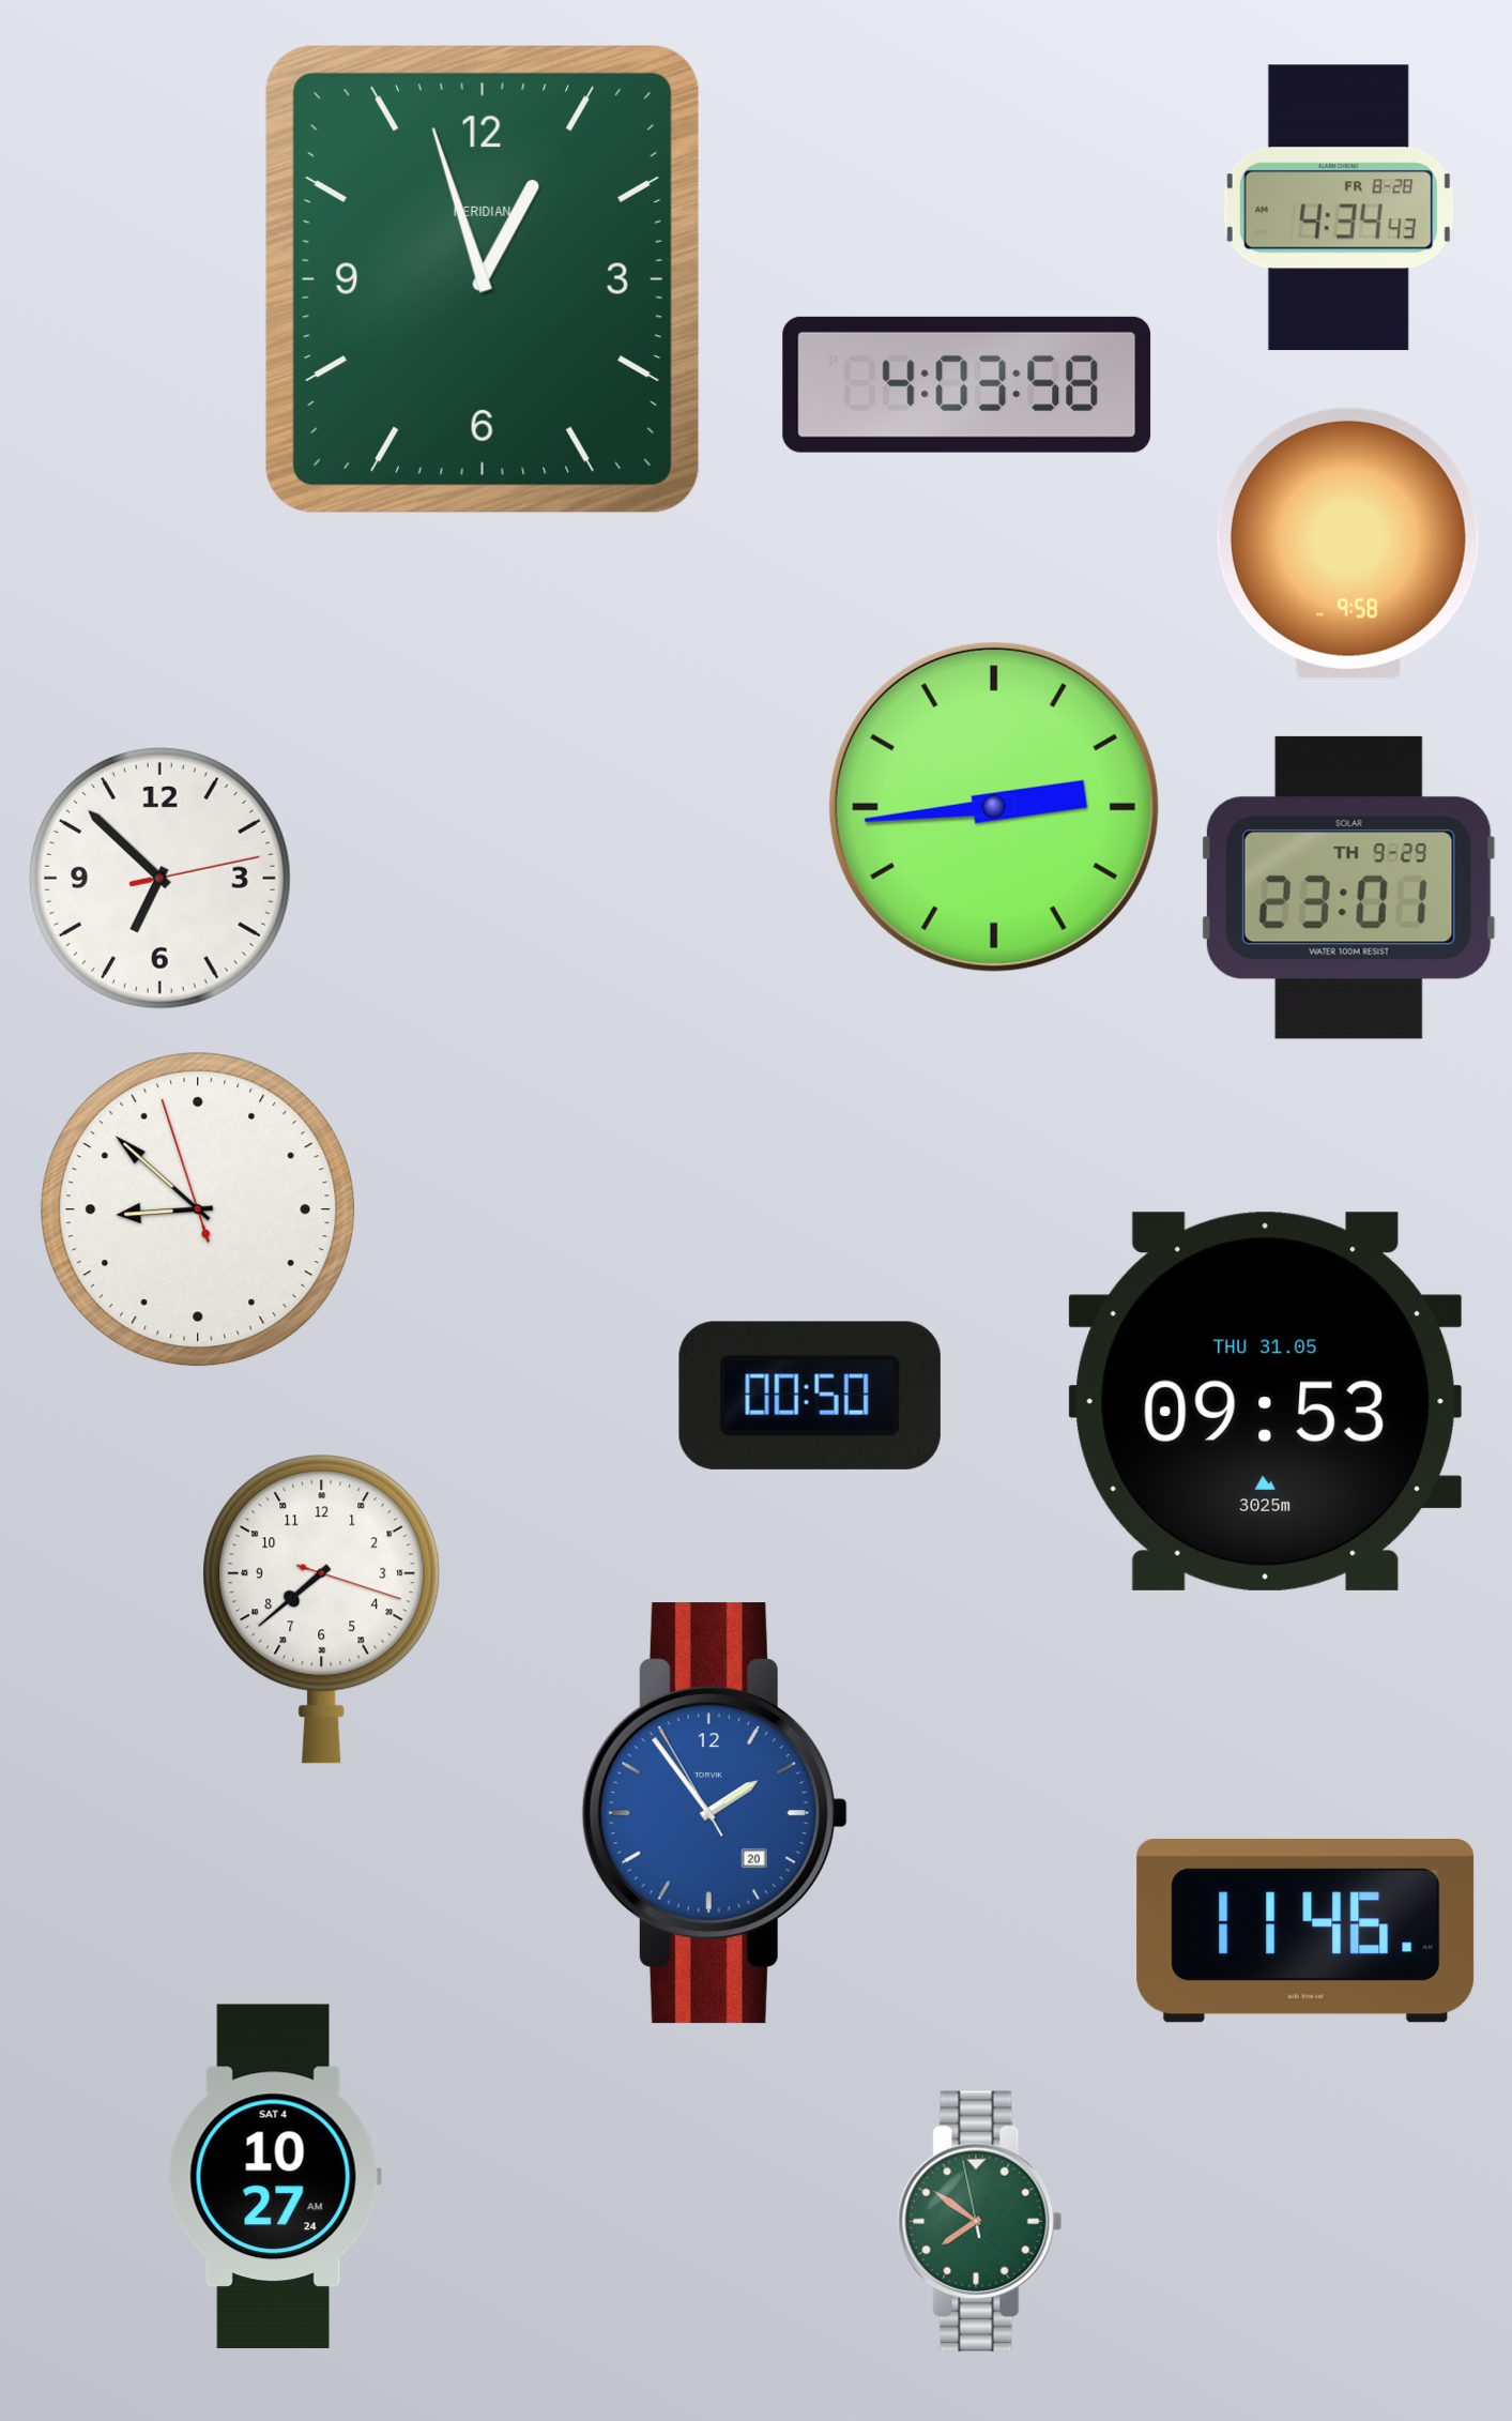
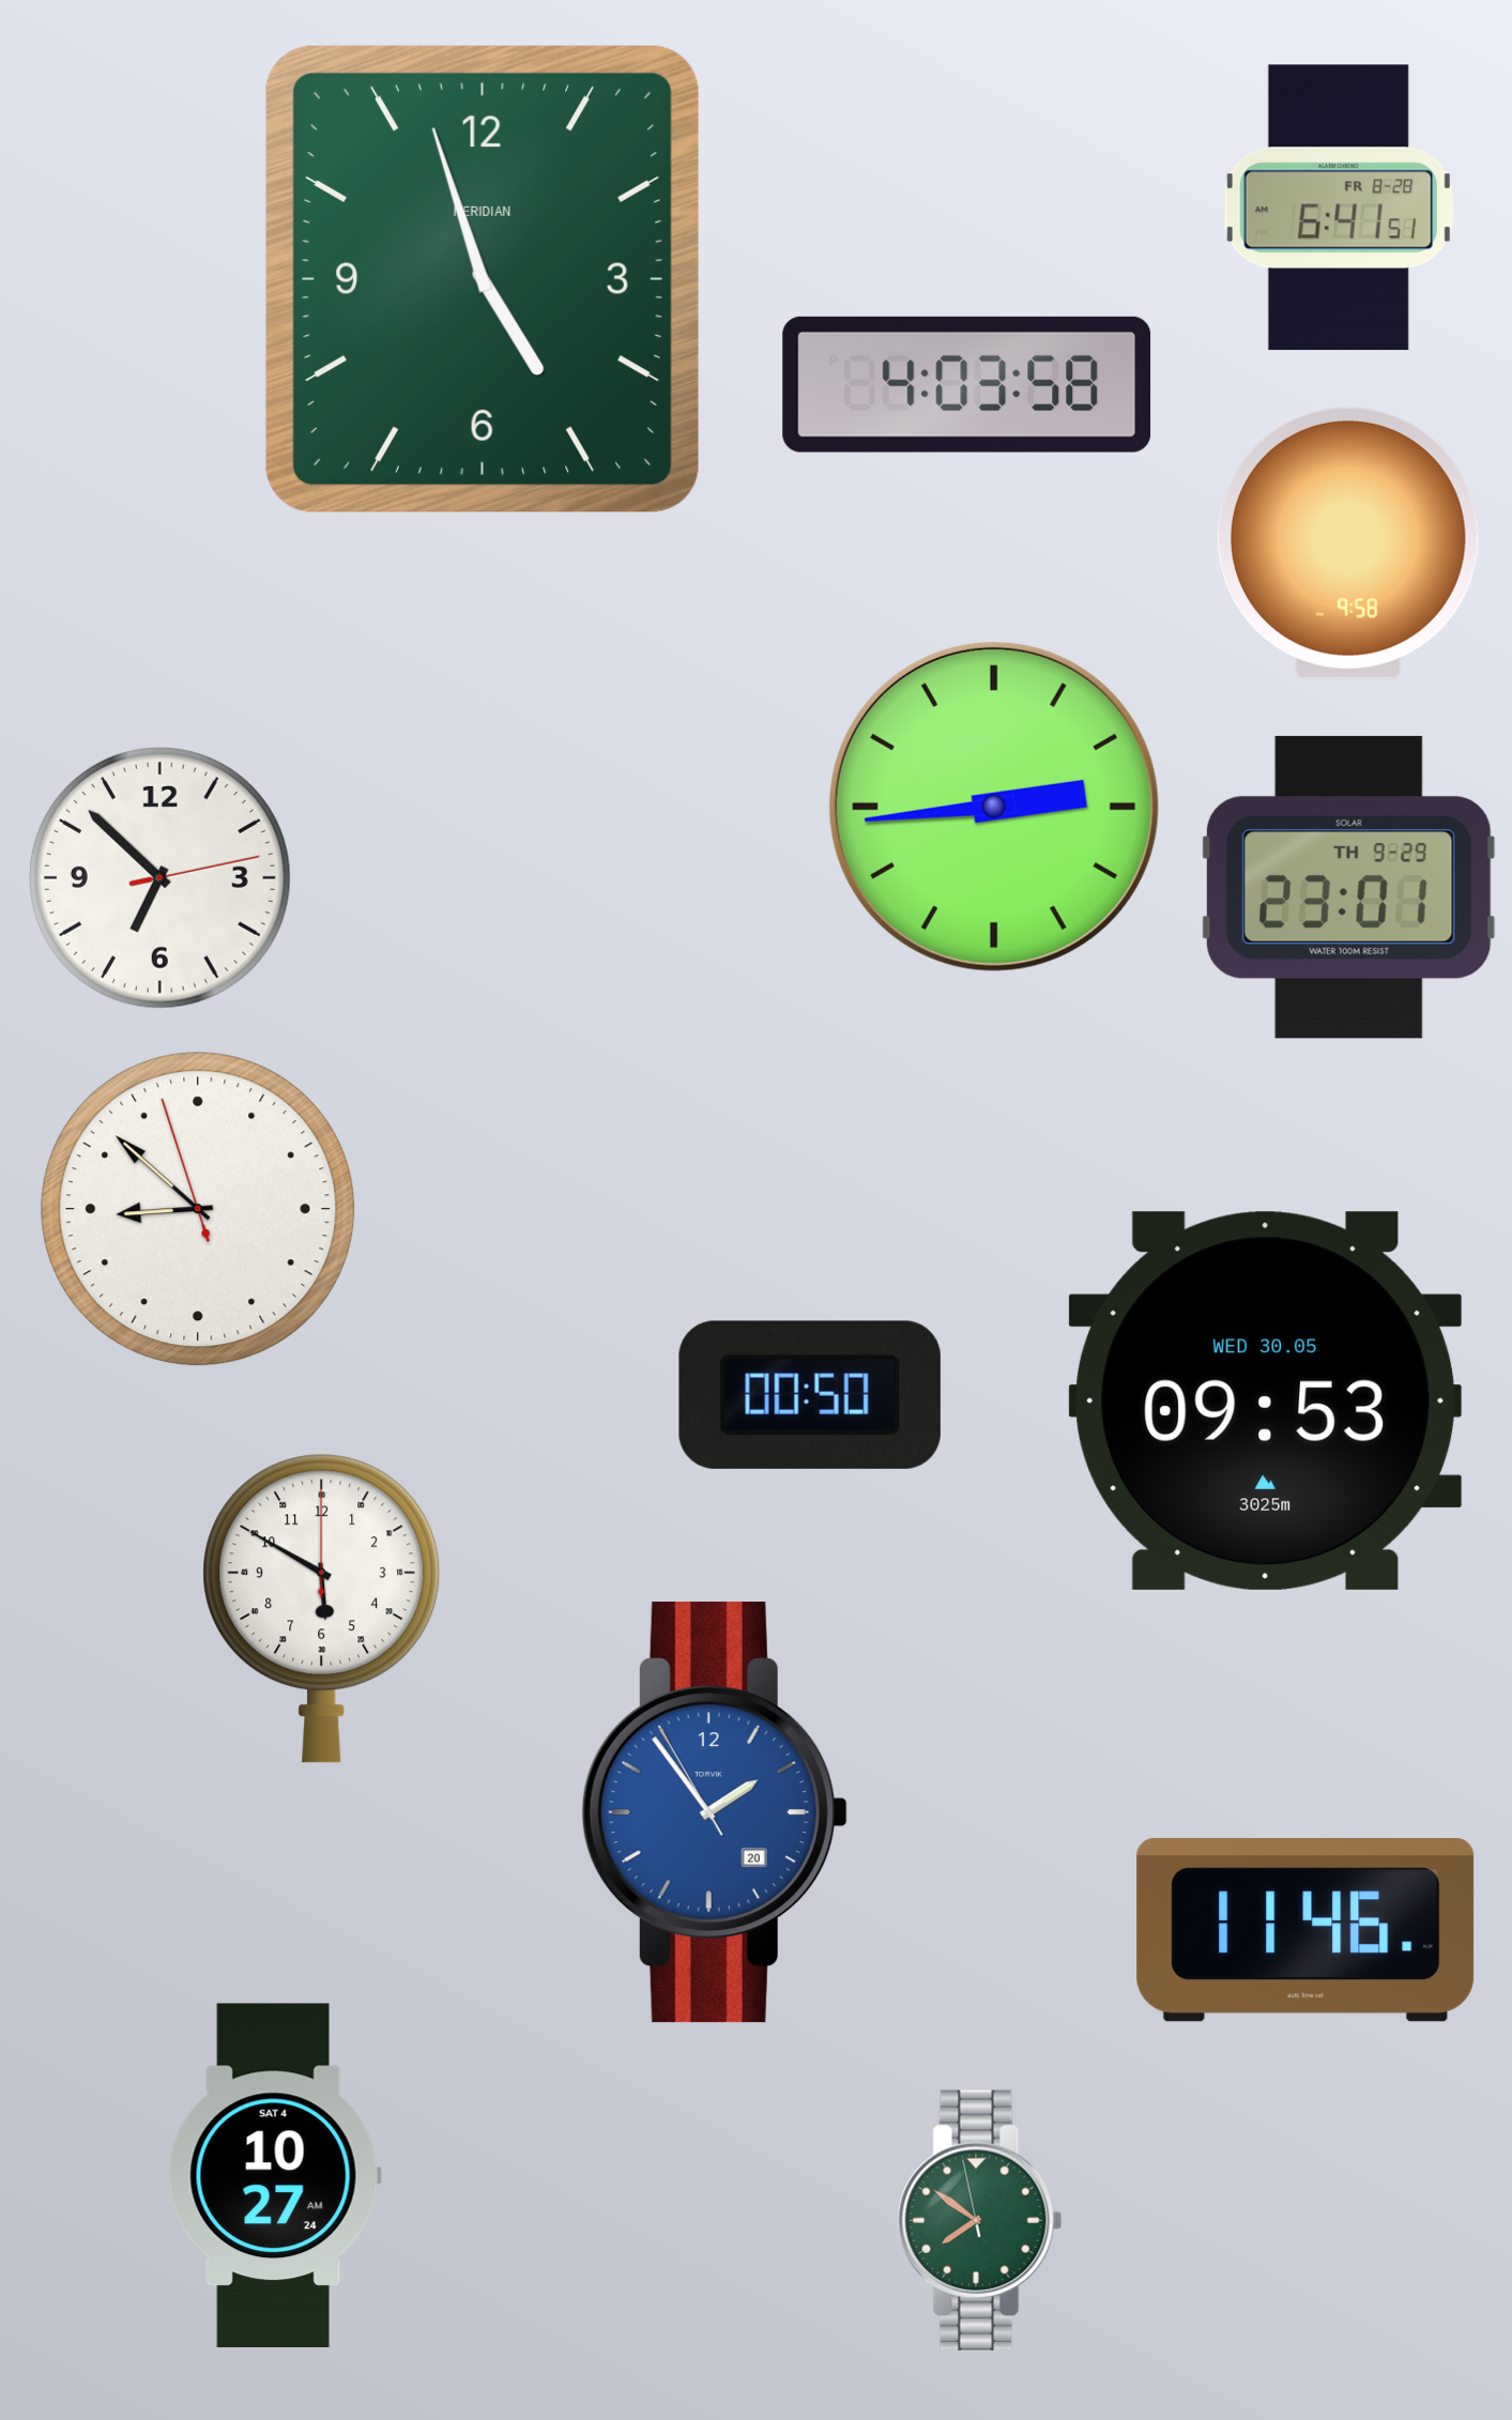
clock at (1339, 208): 4:34 -> 6:41
clock at (483, 279): 12:57 -> 4:57
clock at (1266, 1401) date: THU 31.05 -> WED 30.05
clock at (322, 1609): 7:38 -> 5:50
